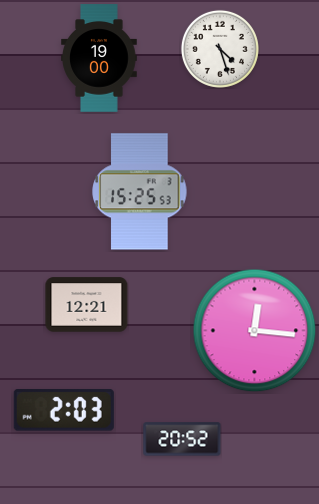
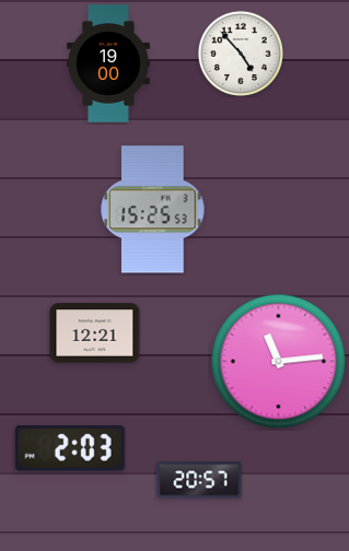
clock at (220, 49): 4:27 -> 4:53
clock at (255, 331): 12:16 -> 11:14
clock at (182, 439): 20:52 -> 20:57
